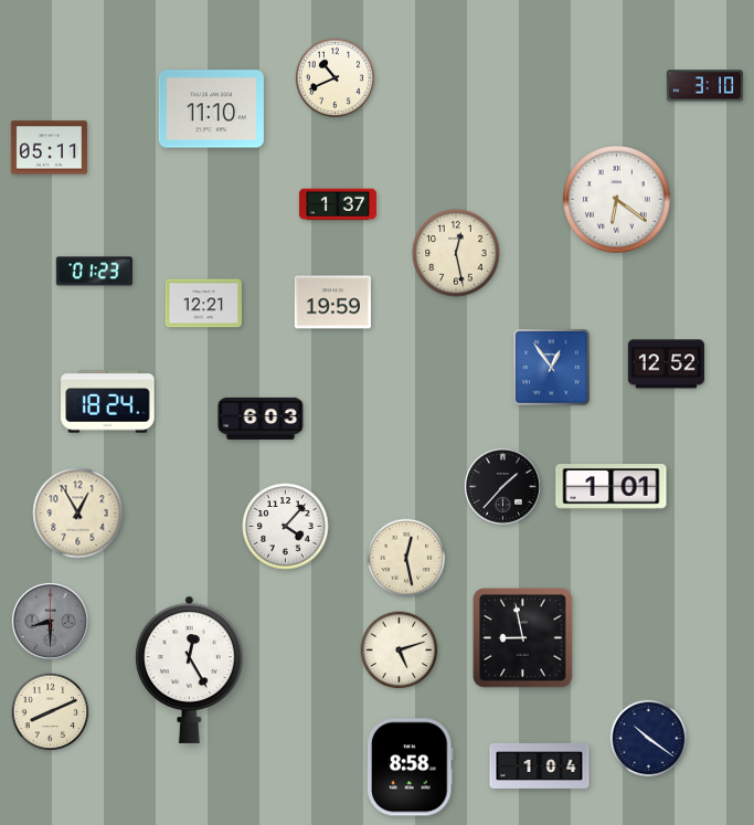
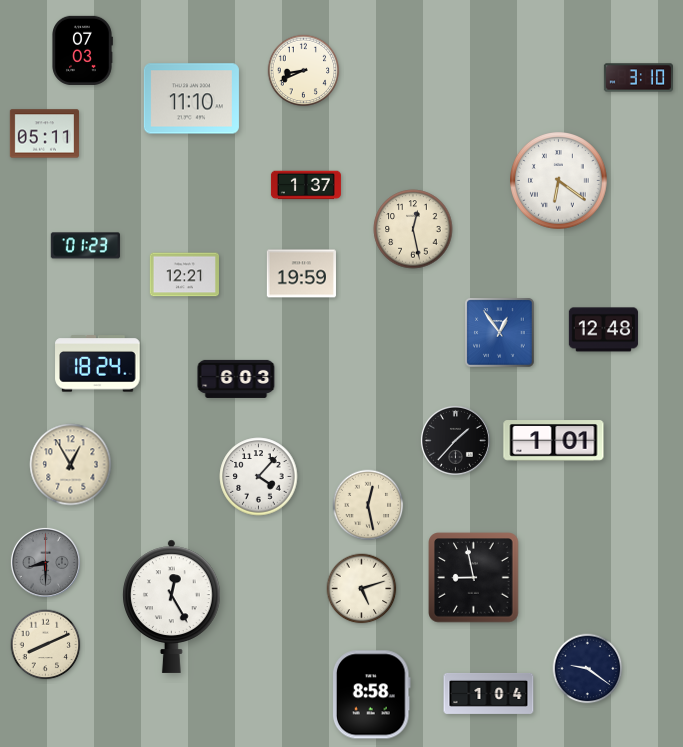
clock at (82, 50): none -> 07:03
clock at (336, 78): 10:41 -> 8:41
clock at (666, 364): 12:52 -> 12:48
clock at (649, 739): 10:21 -> 9:21
